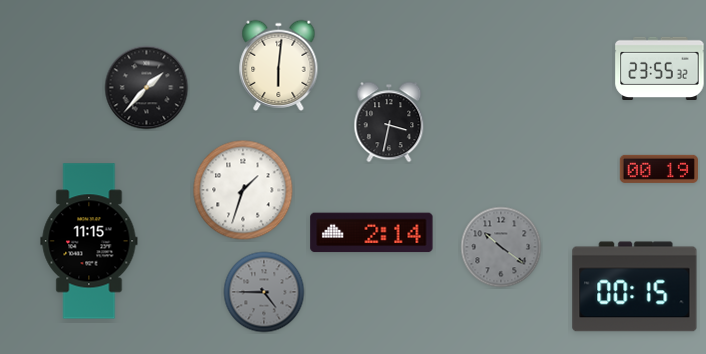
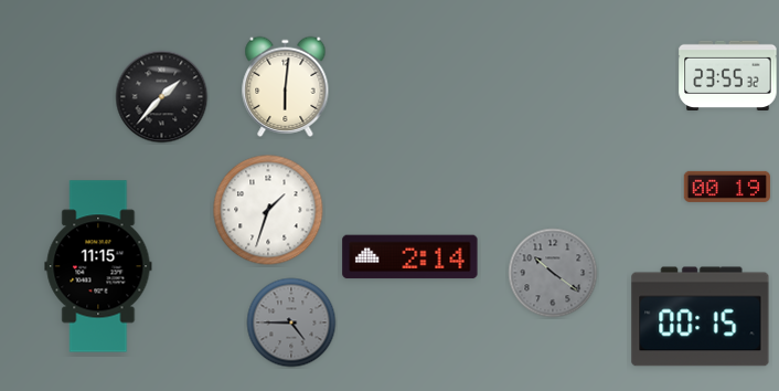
clock at (279, 65) position: (279, 65) -> (286, 86)
clock at (389, 122): 3:32 -> none
